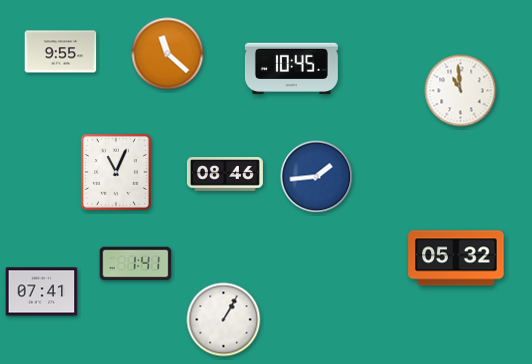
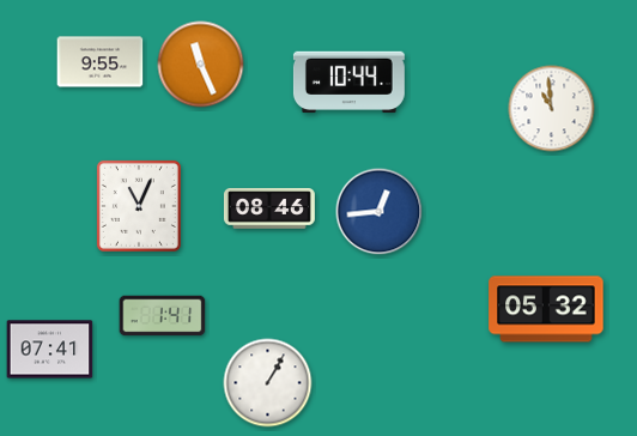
clock at (61, 52) position: (61, 52) -> (101, 62)
clock at (168, 54): 11:22 -> 11:26
clock at (291, 69): 10:45 -> 10:44
clock at (317, 177): 1:44 -> 12:44
